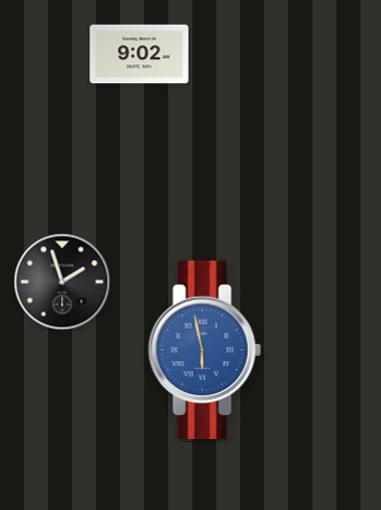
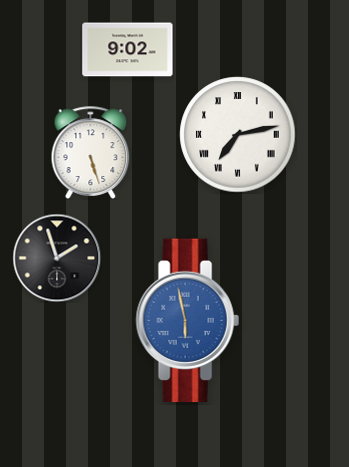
clock at (238, 135): none -> 7:13
clock at (91, 152): none -> 5:27
